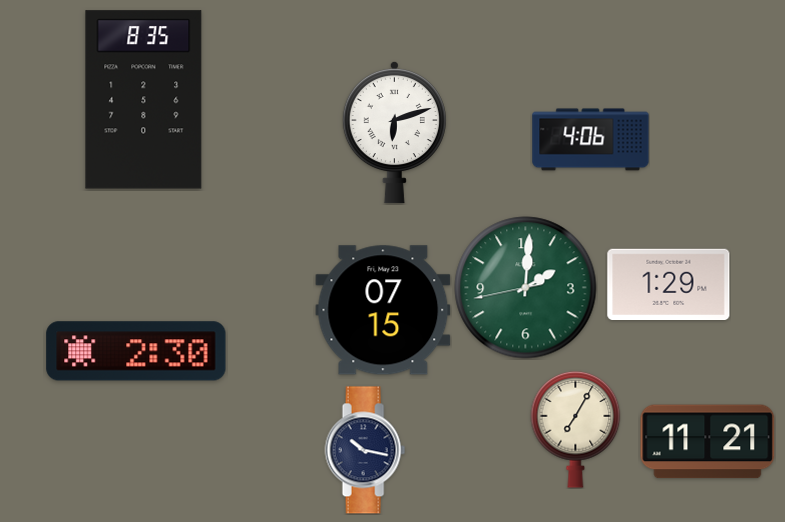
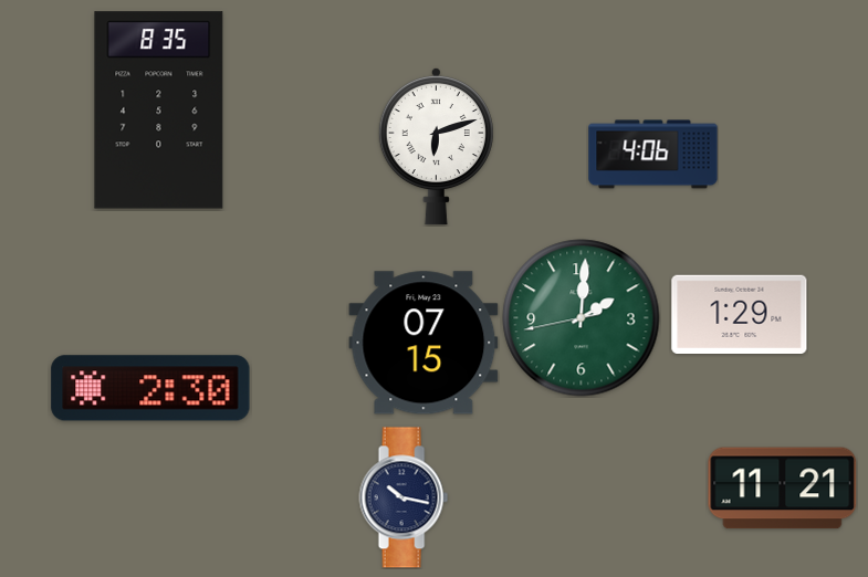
clock at (576, 429): 7:05 -> none
